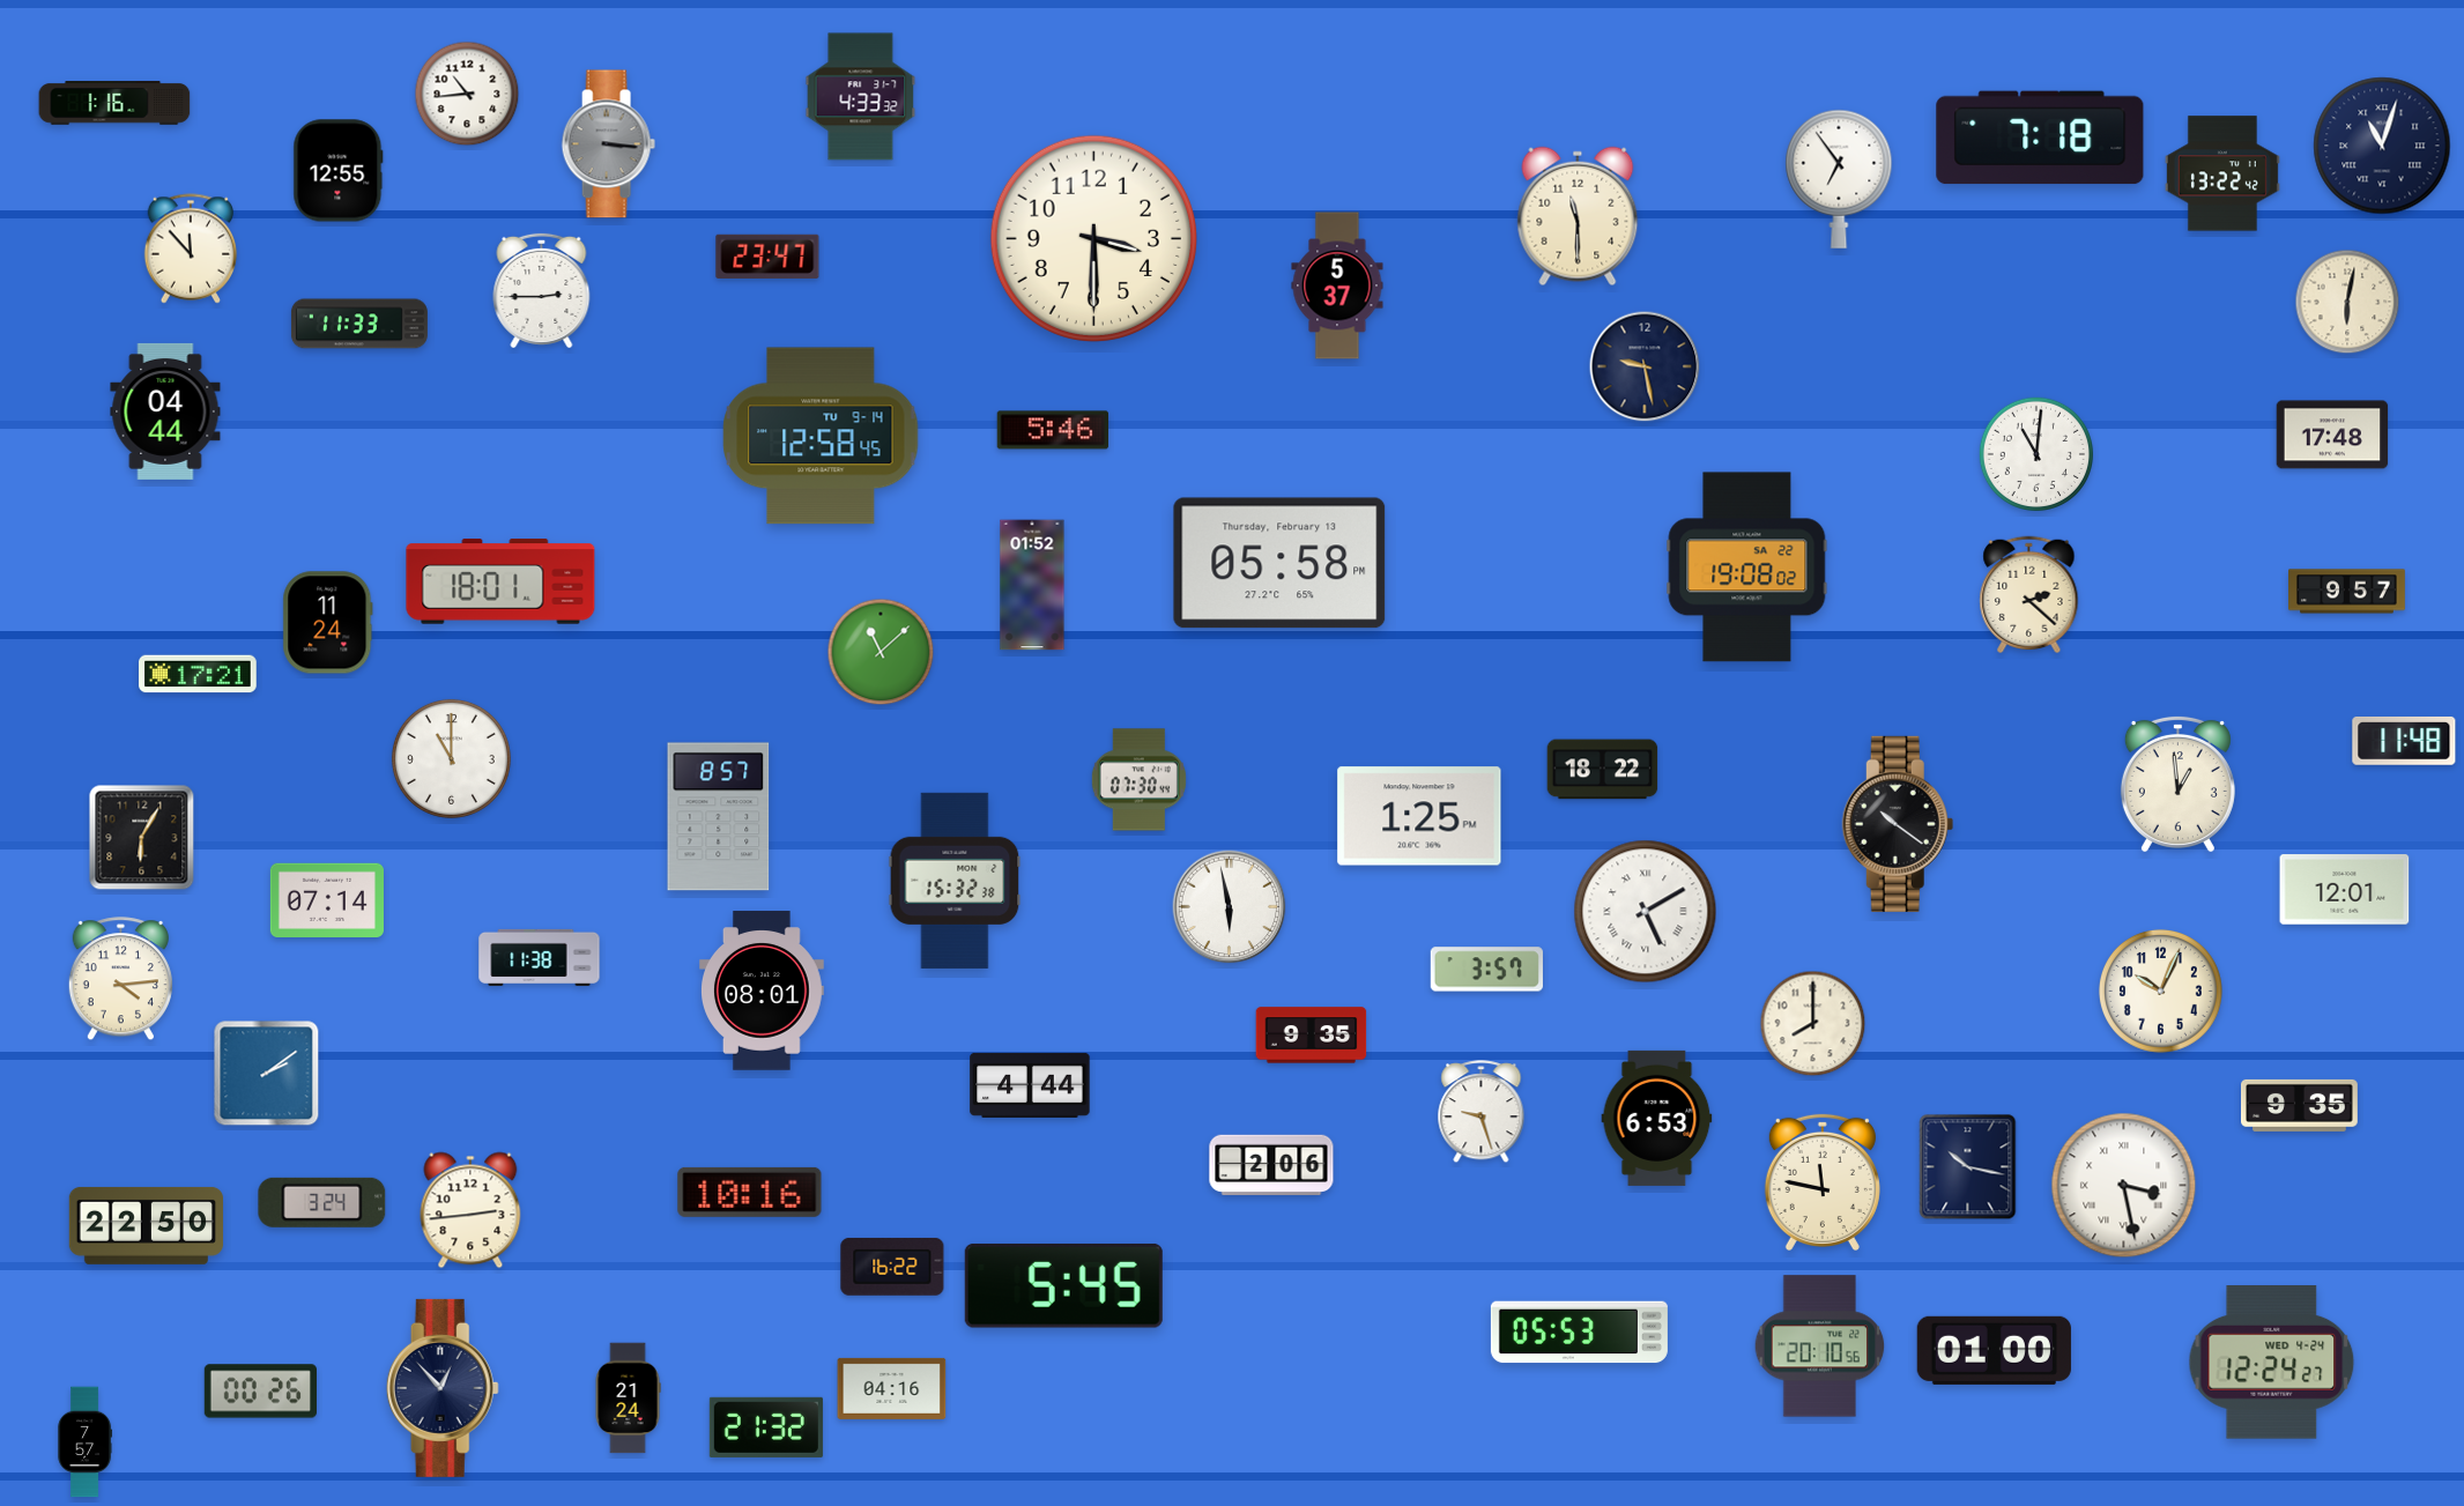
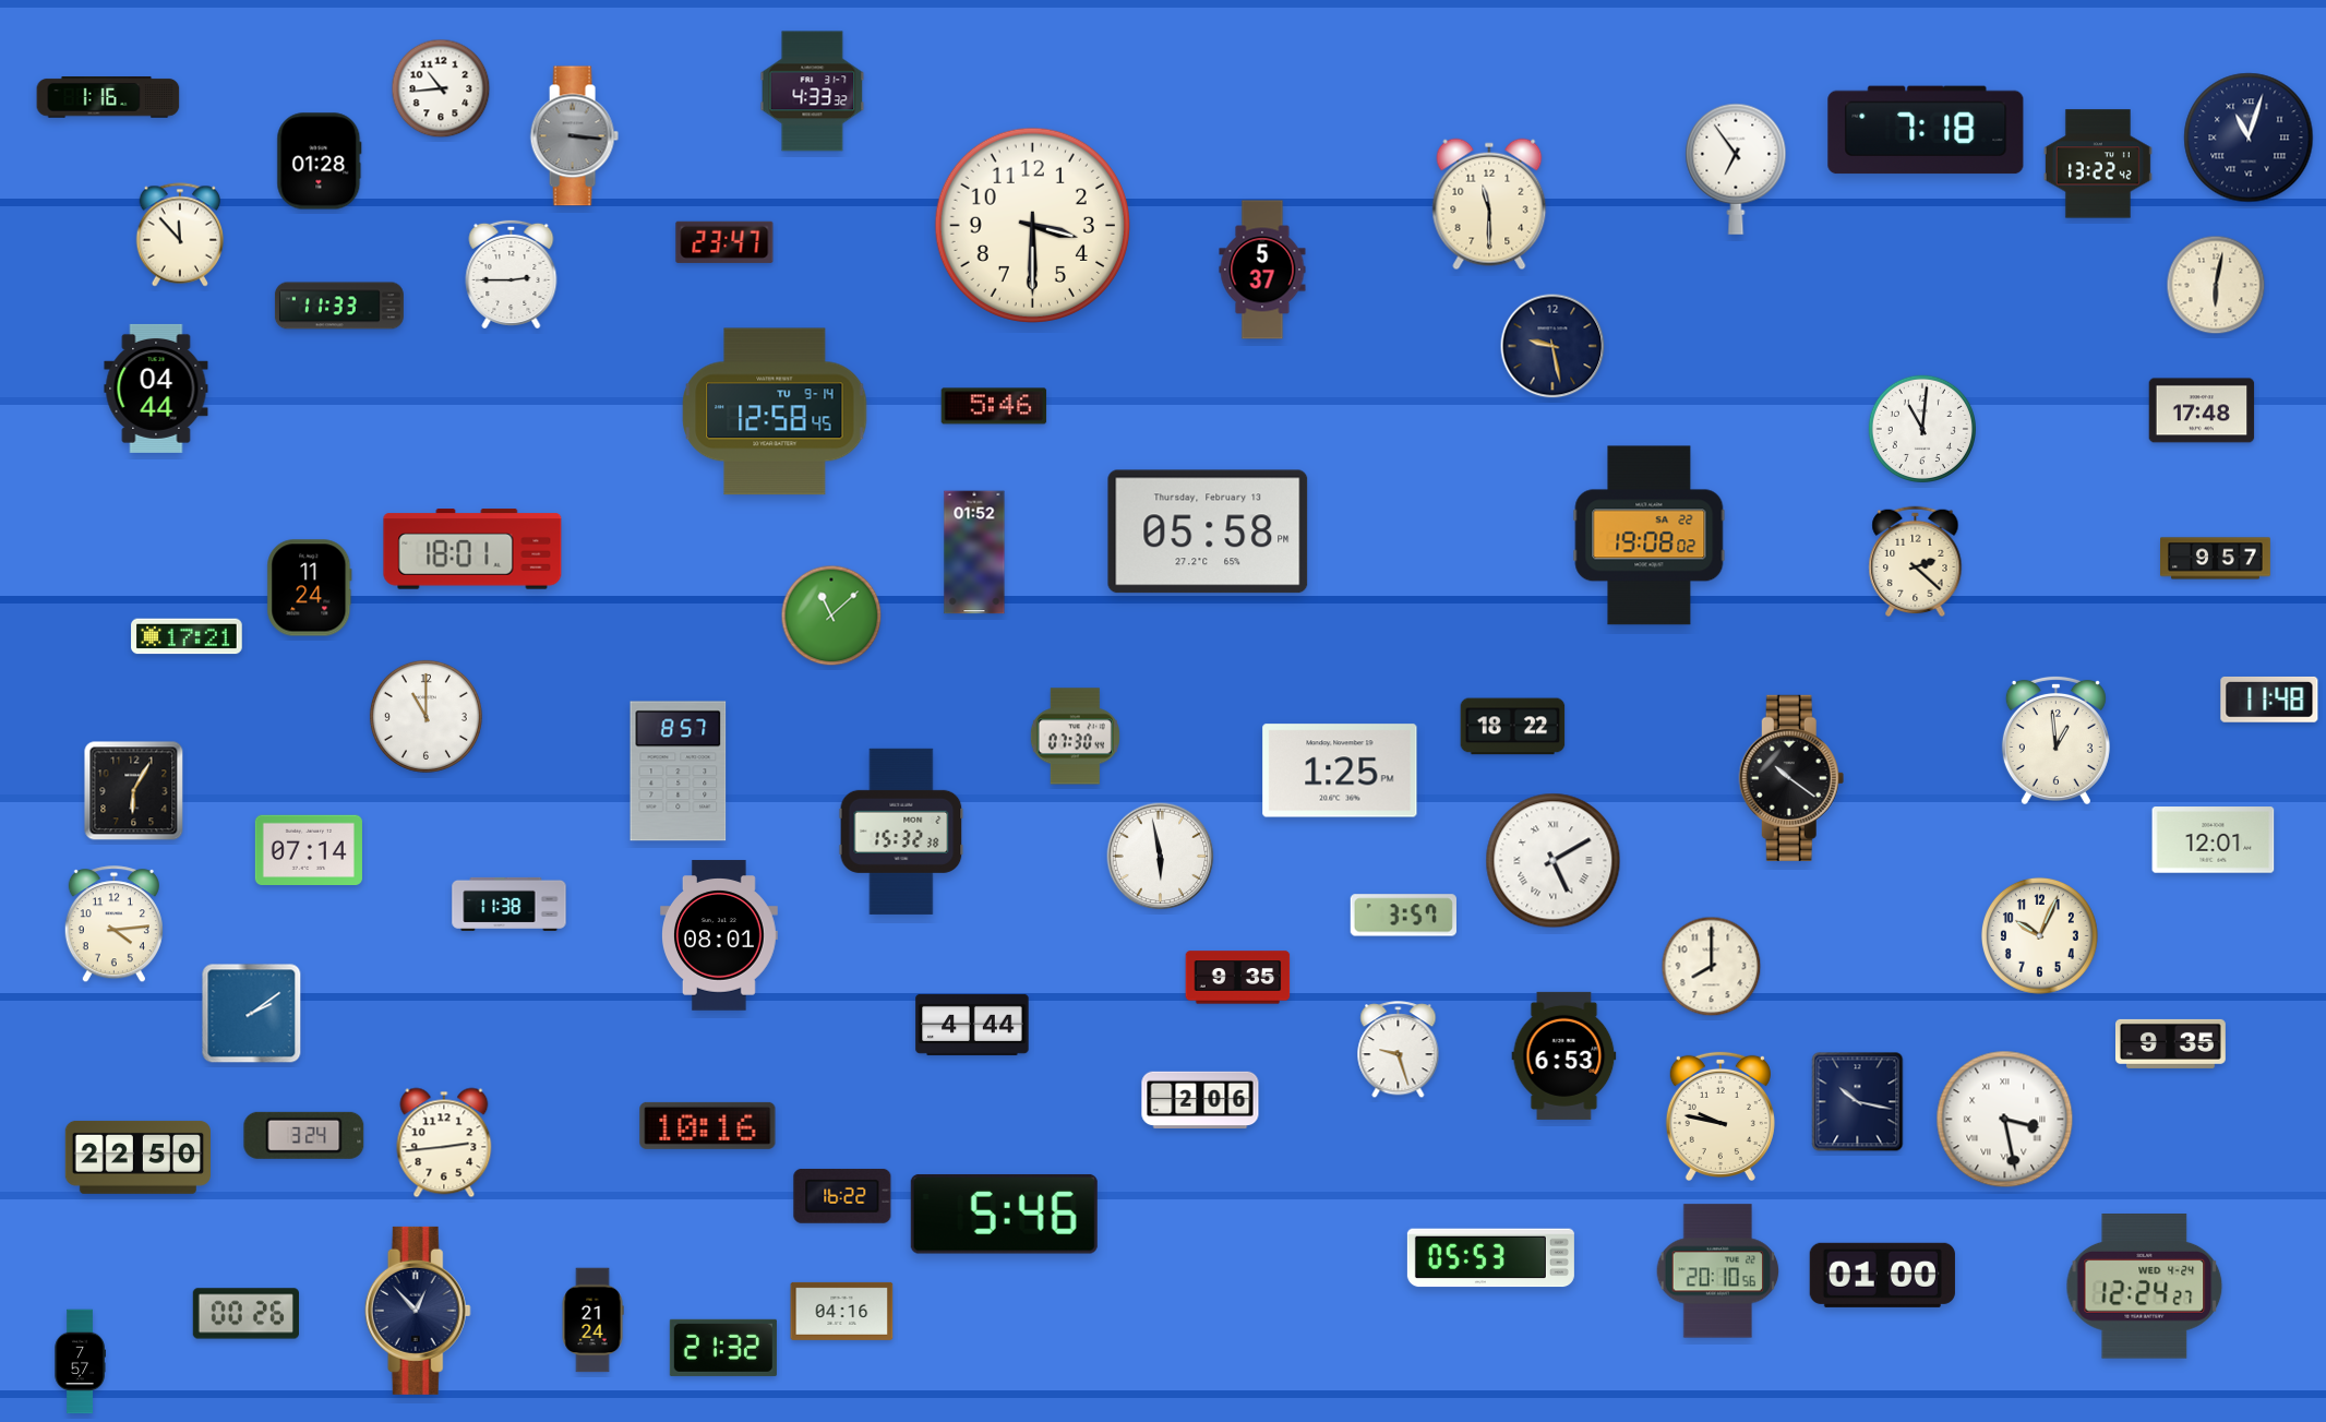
clock at (339, 171): 12:55 -> 01:28
clock at (1823, 1181): 11:47 -> 9:47
clock at (1063, 1285): 5:45 -> 5:46
